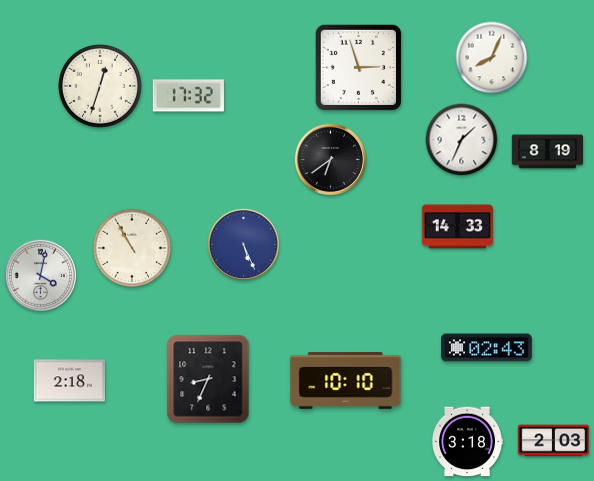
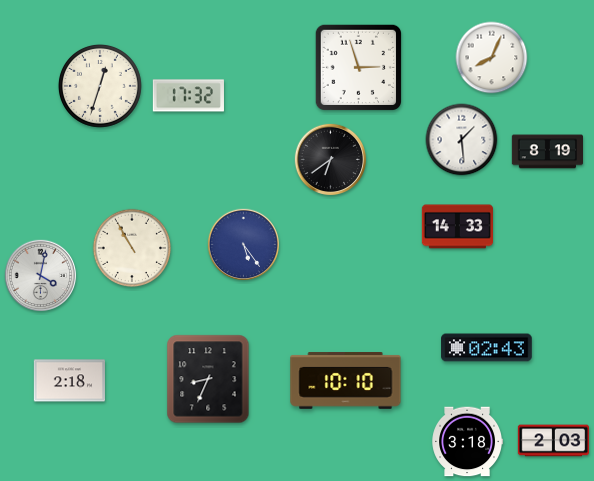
clock at (462, 140): 1:34 -> 1:29
clock at (244, 245): 5:26 -> 5:24
